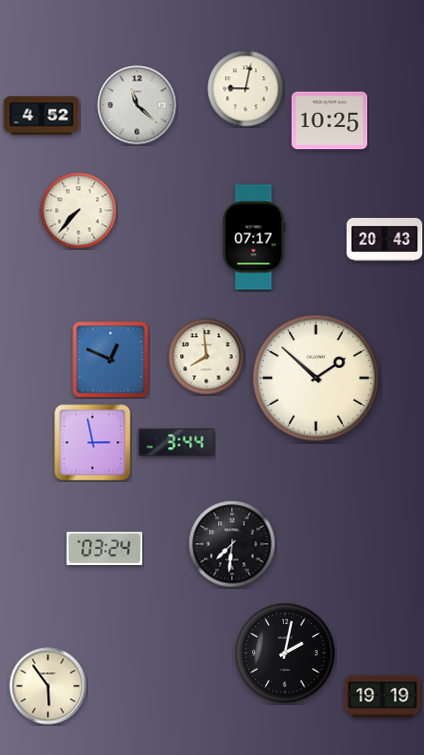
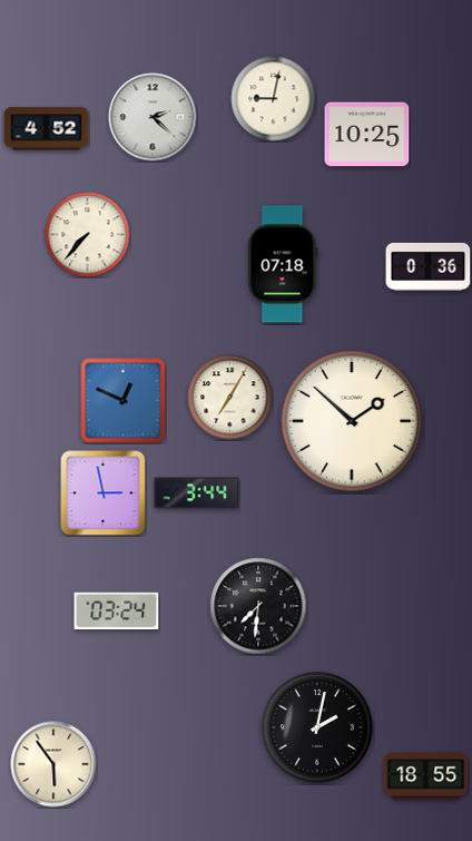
clock at (137, 105): 11:22 -> 2:22
clock at (254, 237): 07:17 -> 07:18
clock at (385, 239): 20:43 -> 0:36
clock at (207, 357): 7:59 -> 7:05
clock at (383, 697): 19:19 -> 18:55
